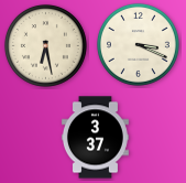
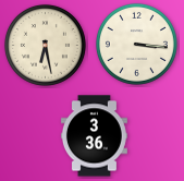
clock at (138, 44): 3:19 -> 3:16
clock at (95, 138): 3:37 -> 3:36
